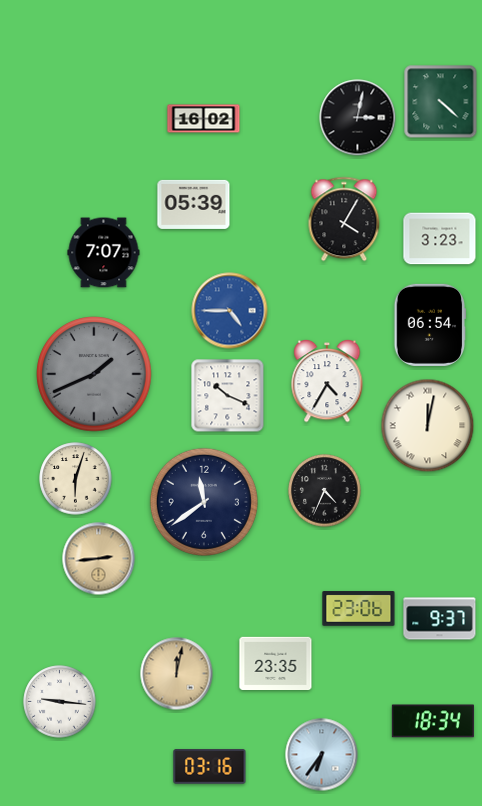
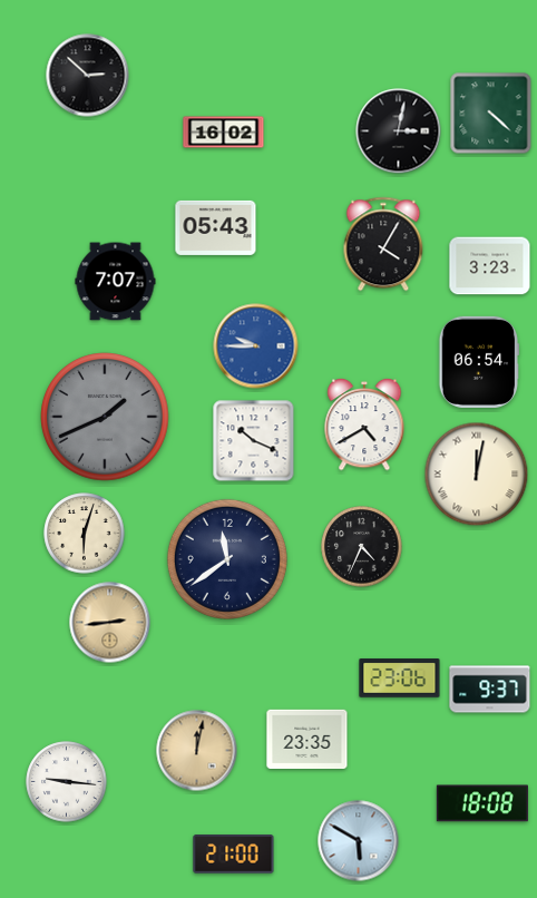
clock at (88, 76): none -> 2:52
clock at (204, 119) position: (204, 119) -> (224, 133)
clock at (194, 204): 05:39 -> 05:43
clock at (230, 311): 4:45 -> 9:45
clock at (327, 381): 4:35 -> 4:40
clock at (433, 721): 18:34 -> 18:08
clock at (322, 755): 6:36 -> 5:50
clock at (210, 767): 03:16 -> 21:00
